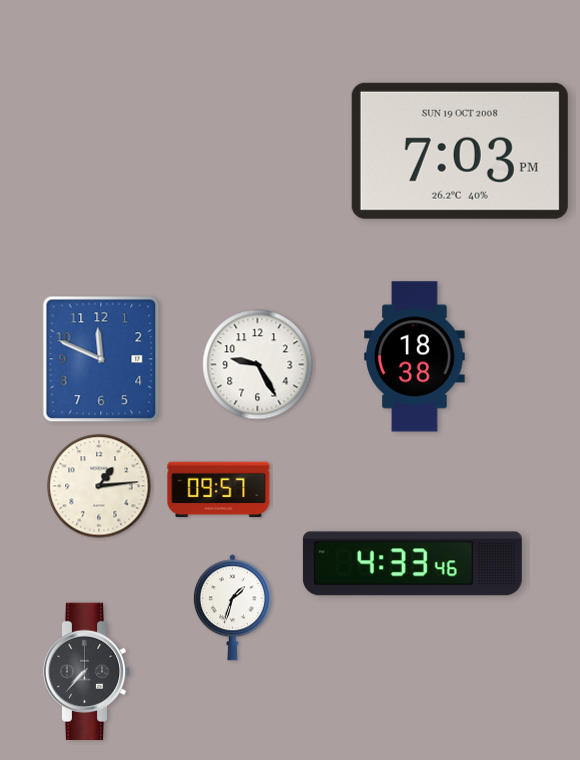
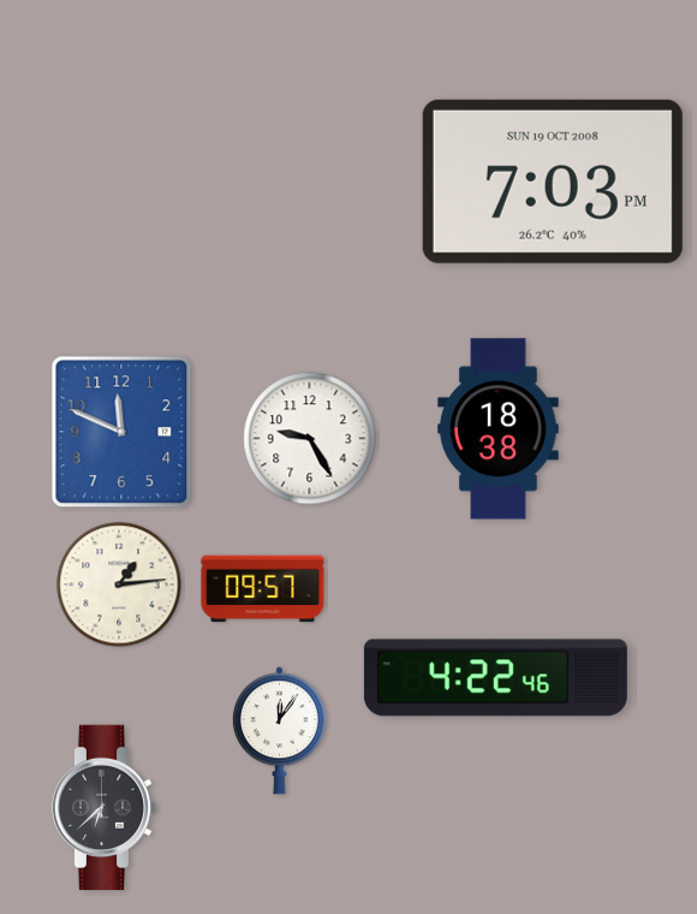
clock at (412, 564): 4:33 -> 4:22
clock at (232, 608): 1:33 -> 12:06
clock at (87, 671): 7:37 -> 6:38
